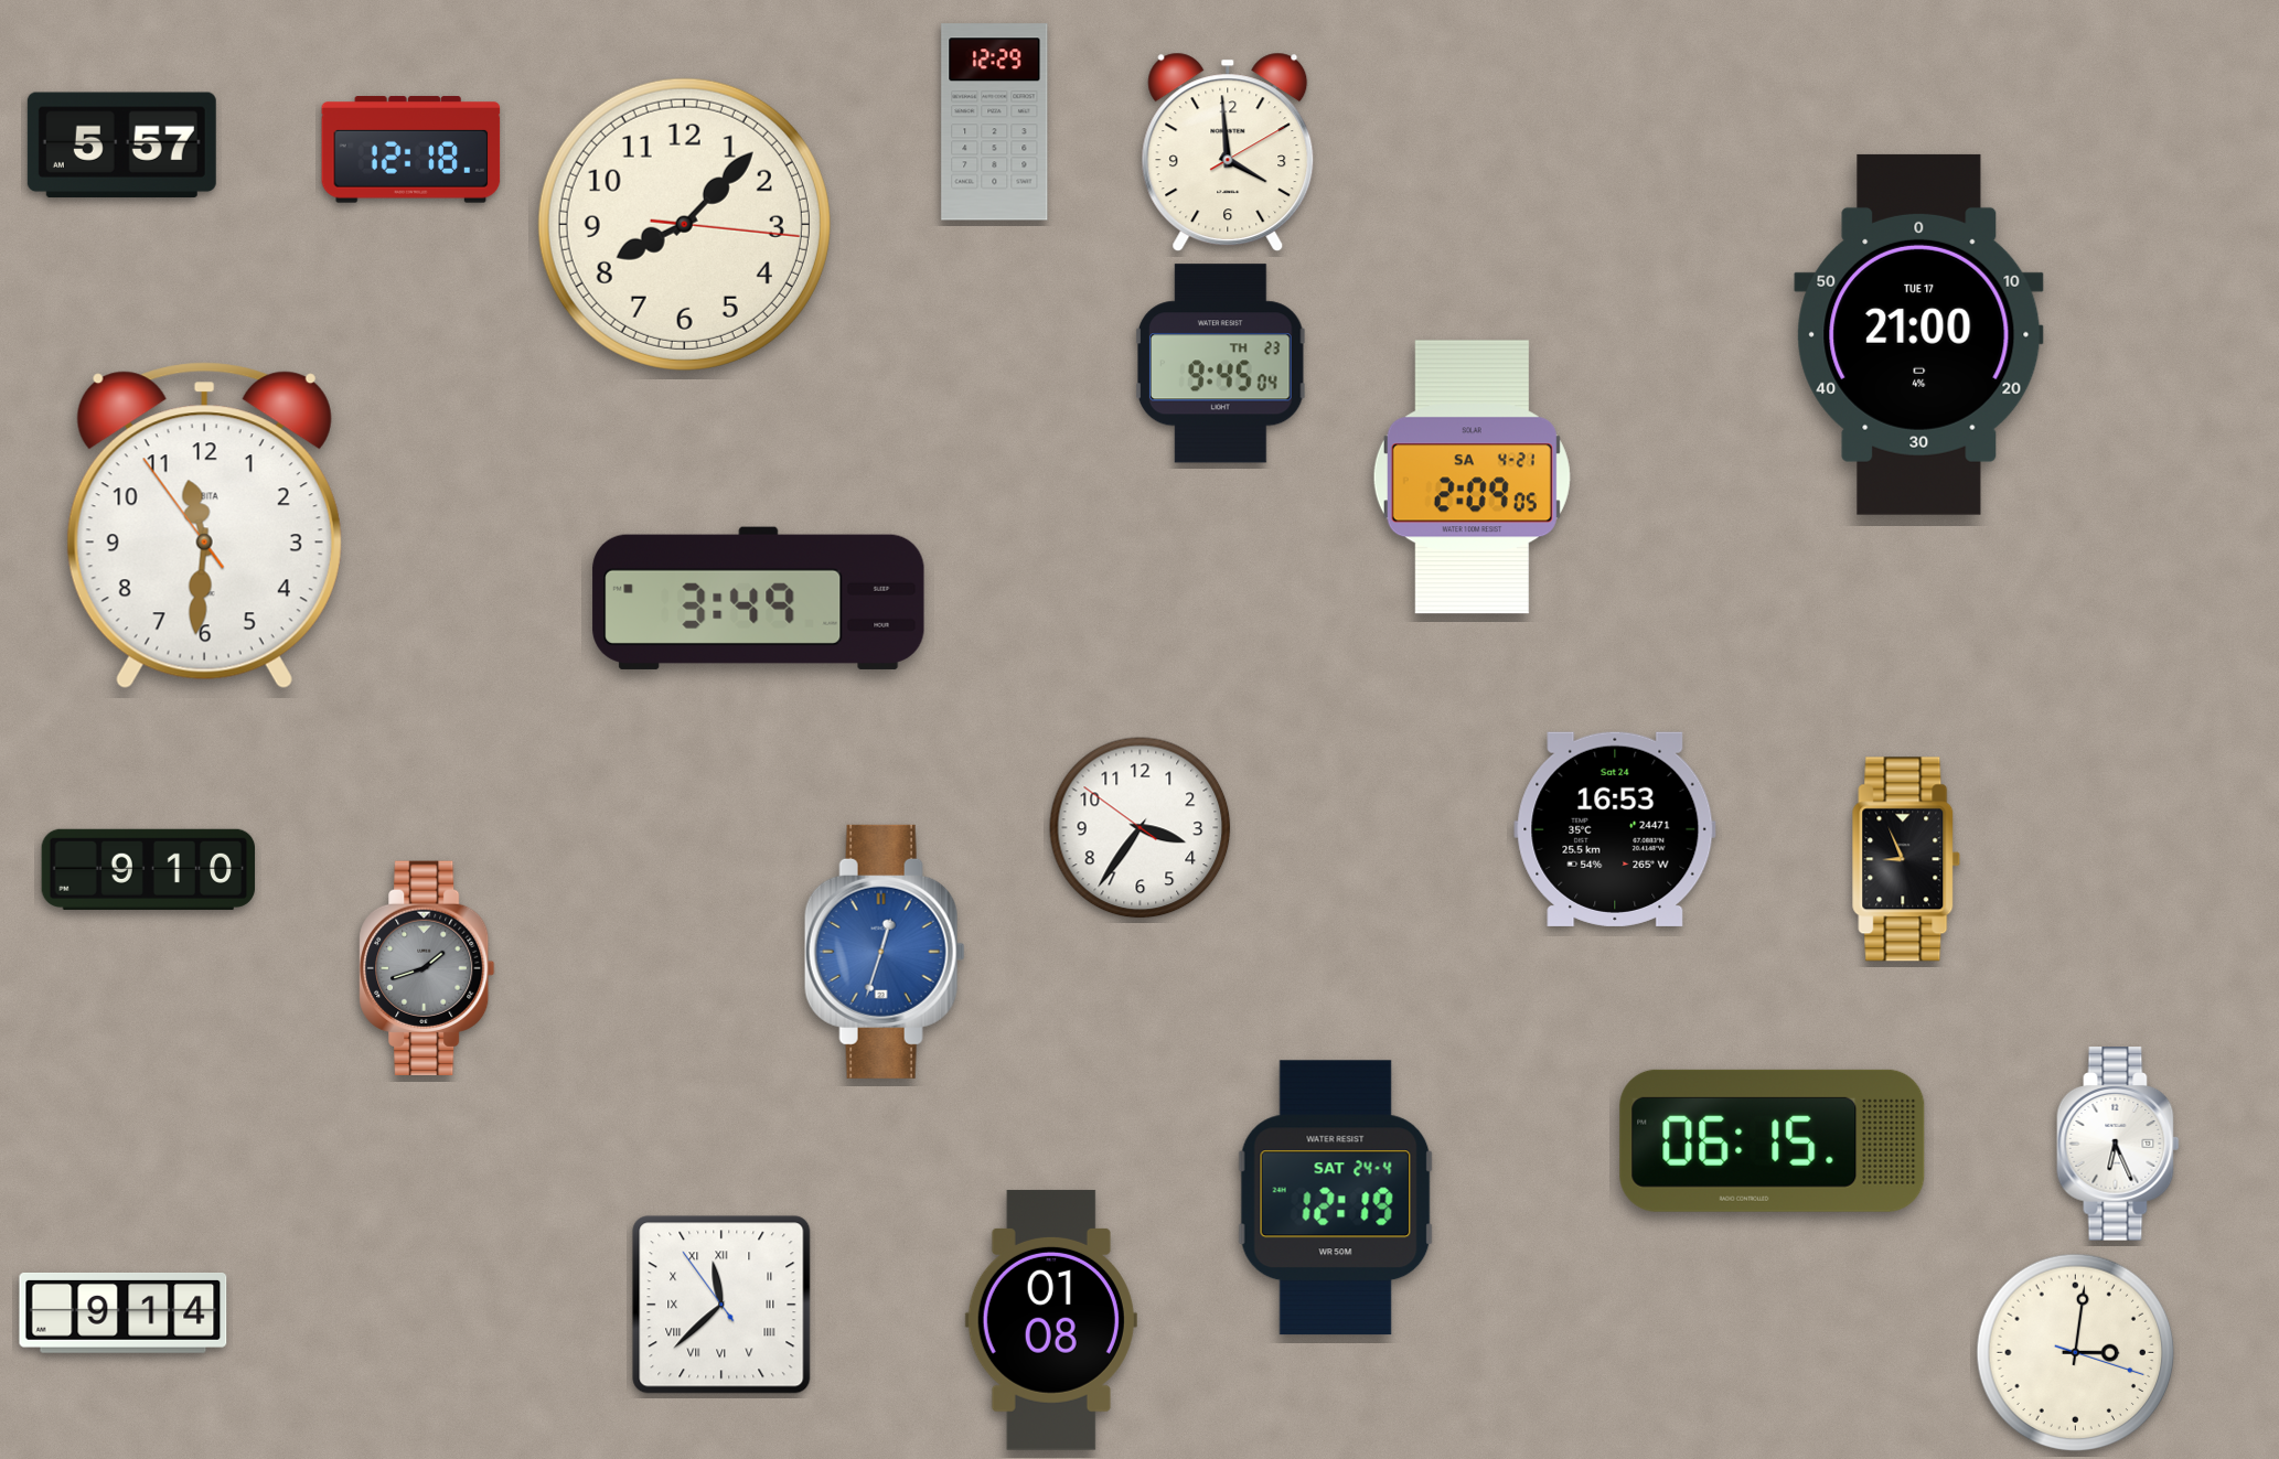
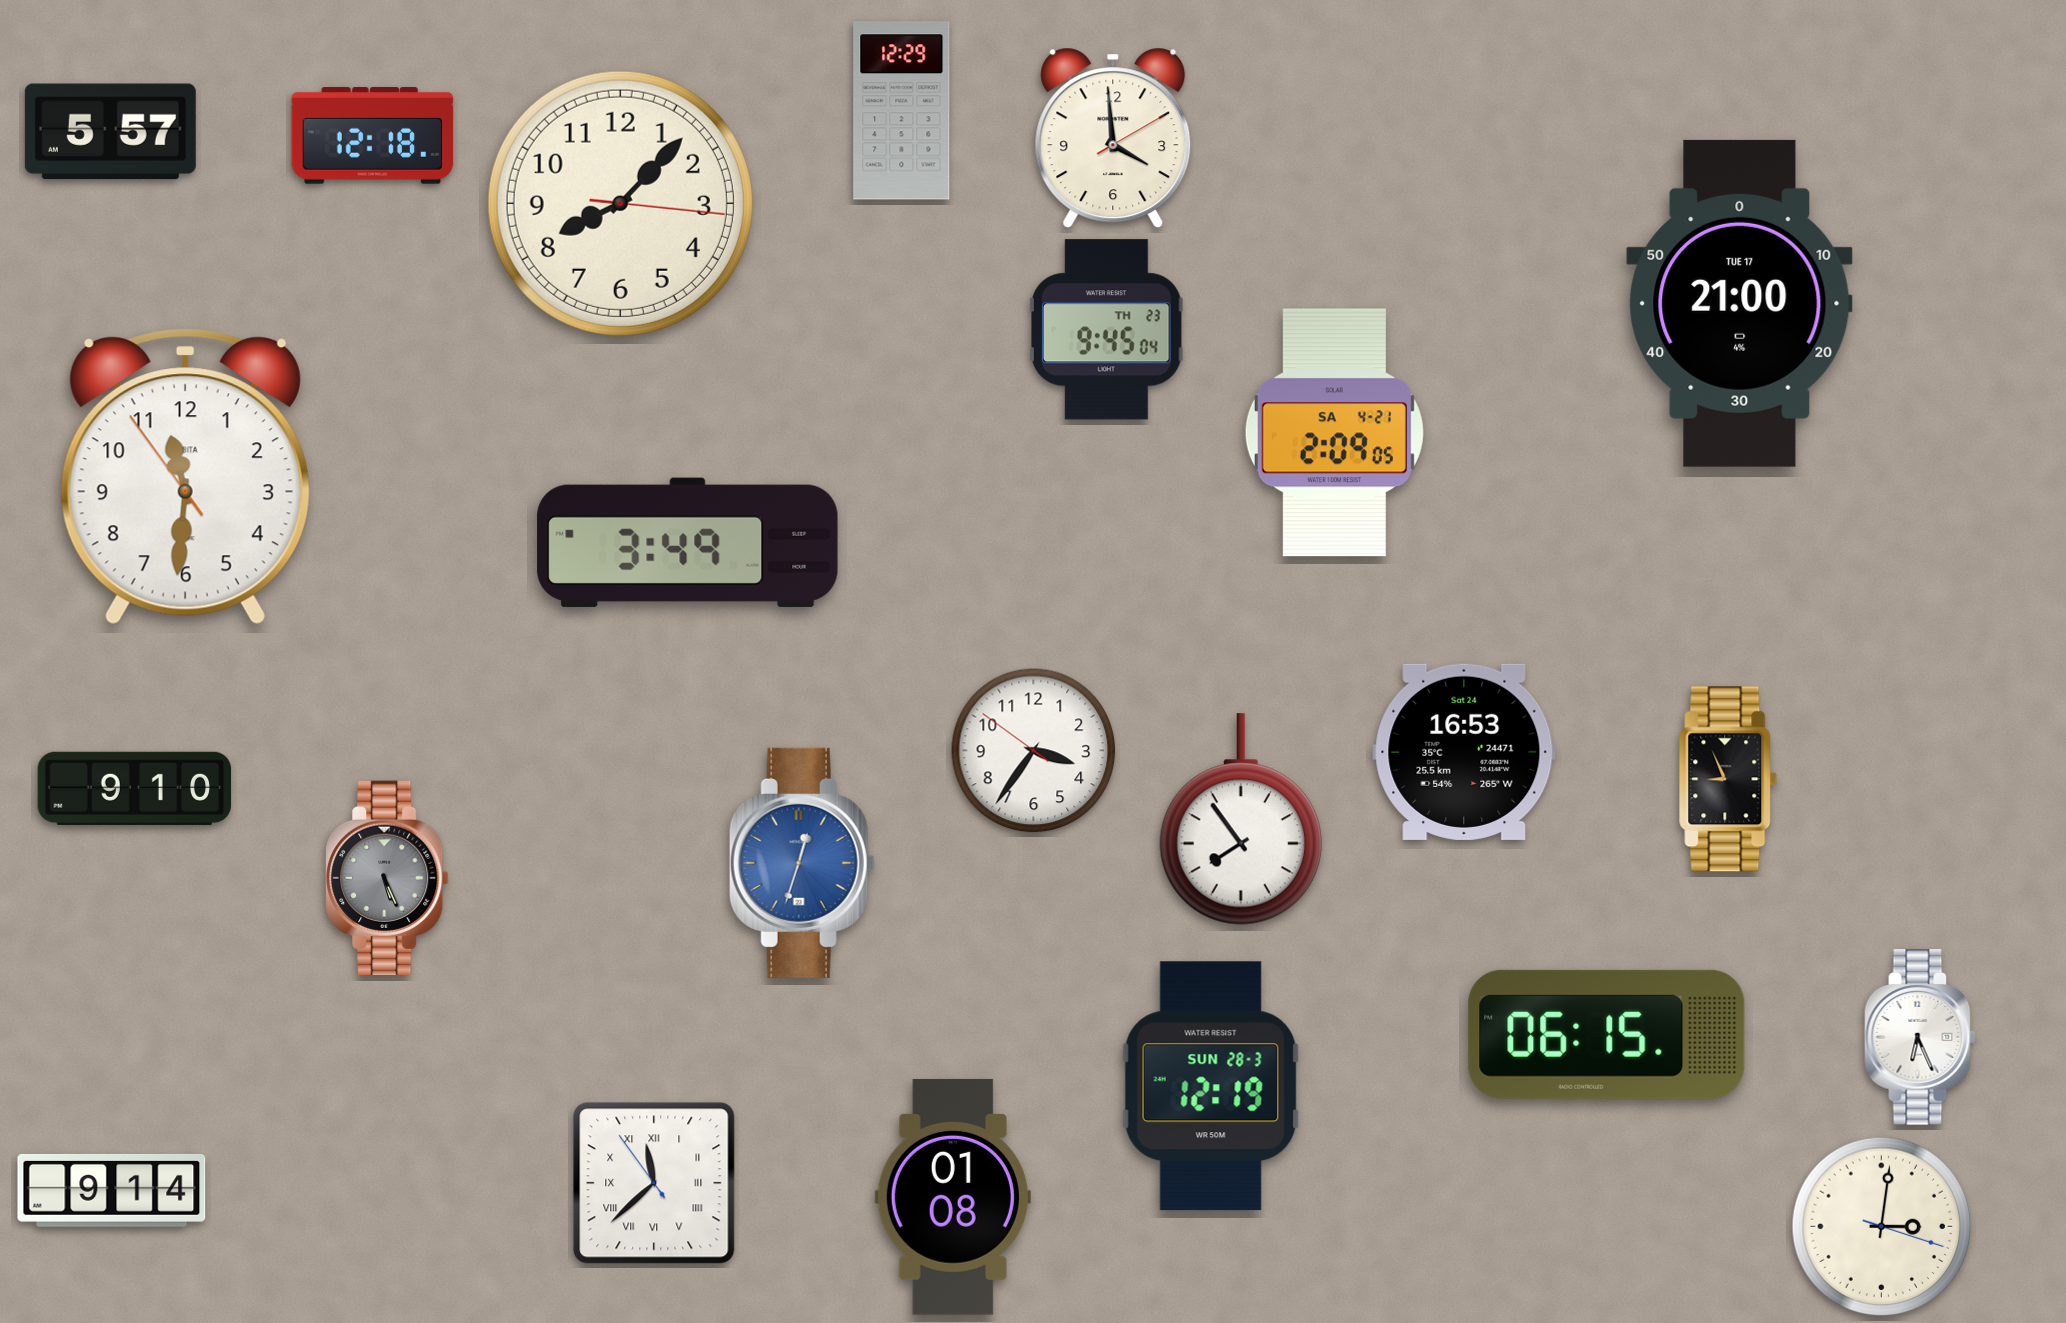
clock at (1241, 819): none -> 7:54
clock at (427, 968): 1:42 -> 5:26
clock at (1336, 1198) date: SAT 24-4 -> SUN 28-3
